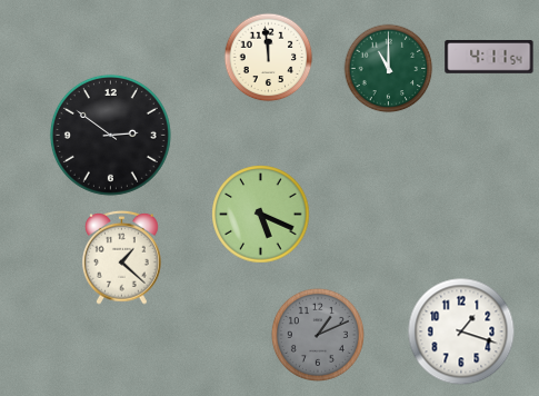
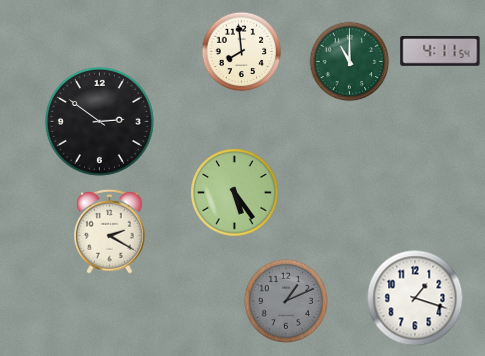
clock at (269, 58): 11:59 -> 7:59
clock at (261, 215): 5:19 -> 5:24
clock at (122, 257): 1:22 -> 2:20
